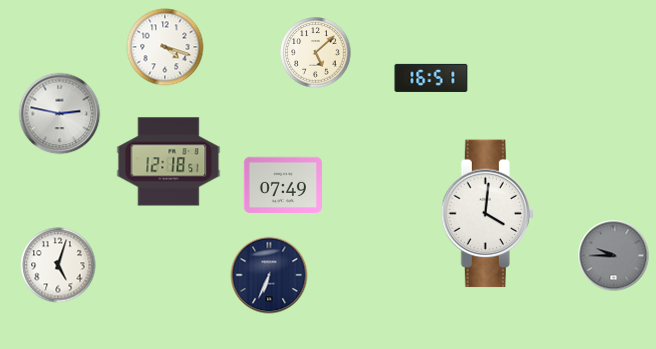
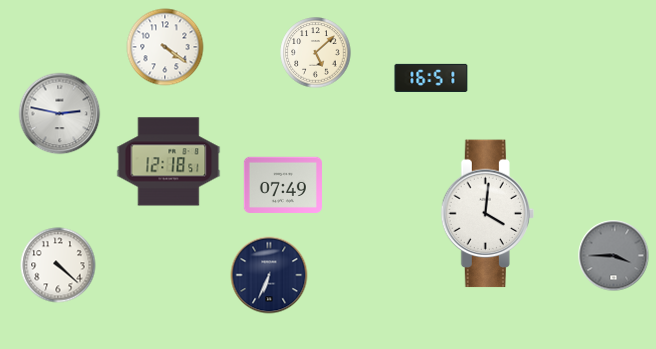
clock at (165, 47): 4:18 -> 4:21
clock at (614, 256): 9:45 -> 3:45
clock at (58, 265): 5:03 -> 4:22
